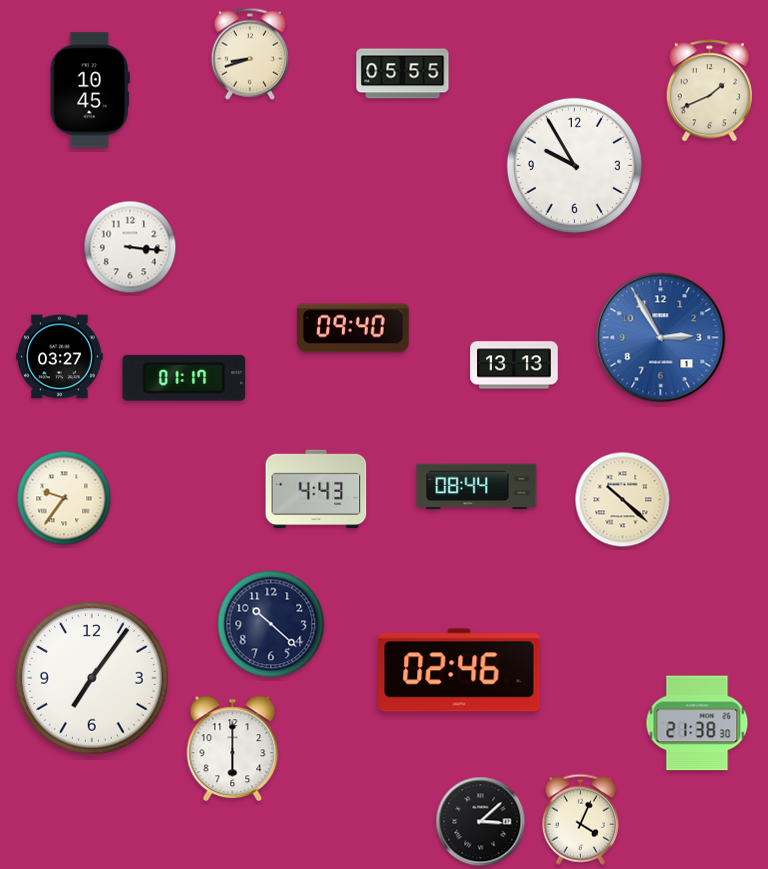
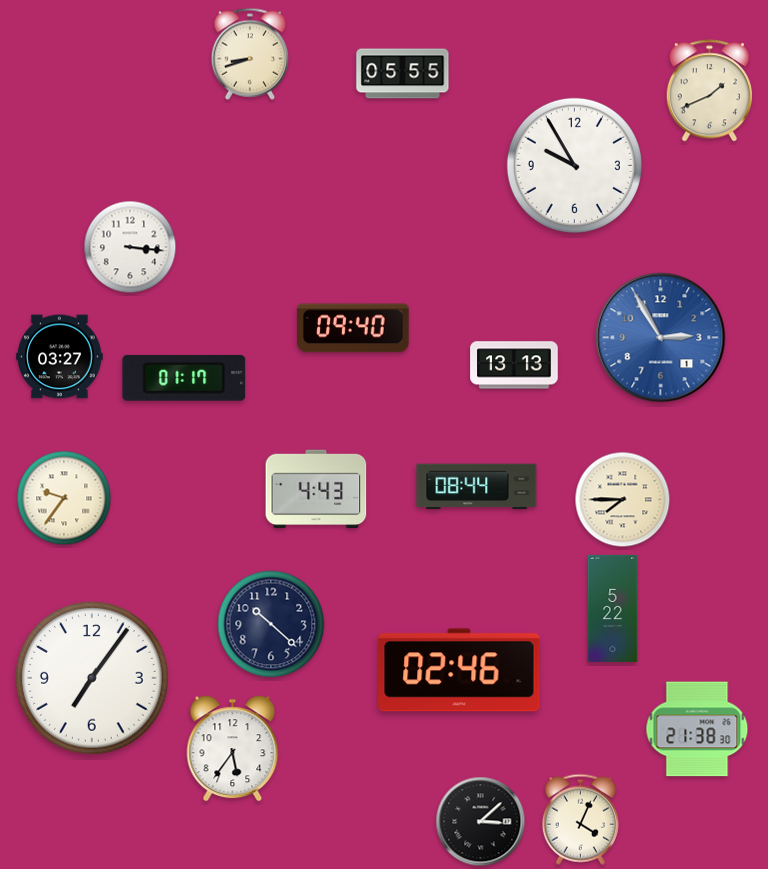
clock at (90, 90): 10:45 -> none
clock at (623, 500): 10:22 -> 7:45
clock at (613, 608): none -> 5:22
clock at (697, 723) position: (697, 723) -> (697, 729)
clock at (233, 749): 6:00 -> 5:36
